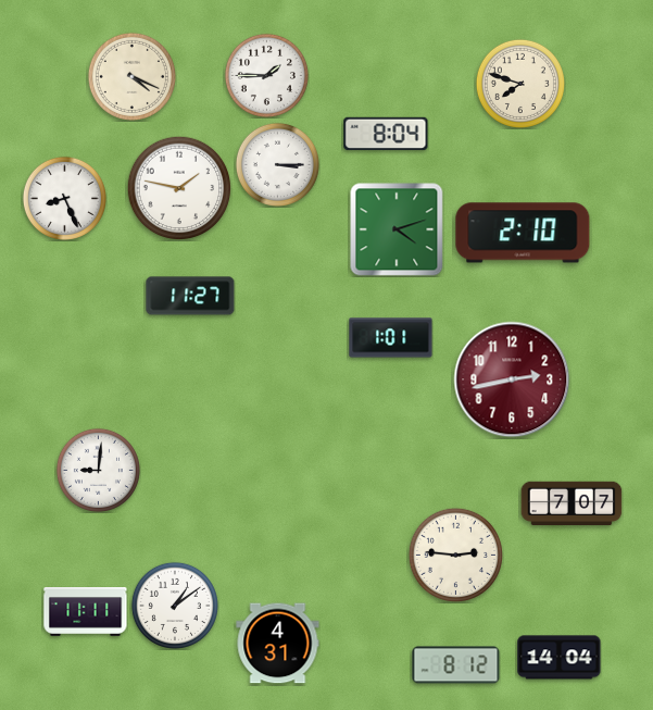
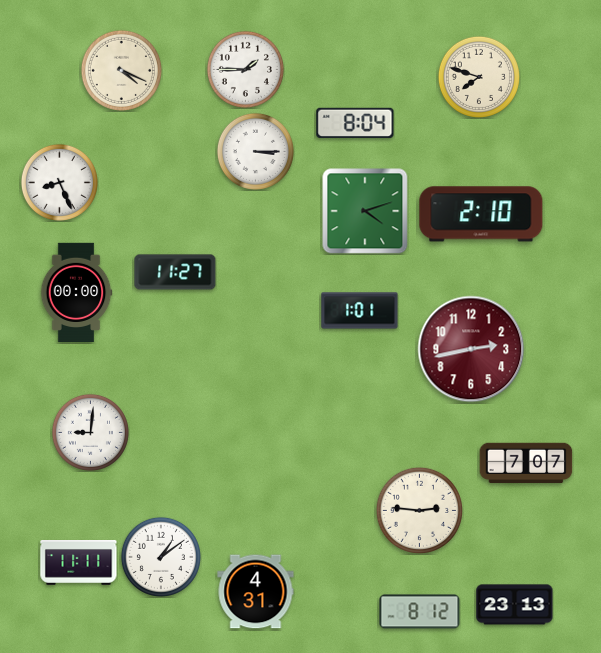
clock at (179, 188): 1:47 -> none
clock at (76, 292): none -> 00:00
clock at (560, 658): 14:04 -> 23:13
